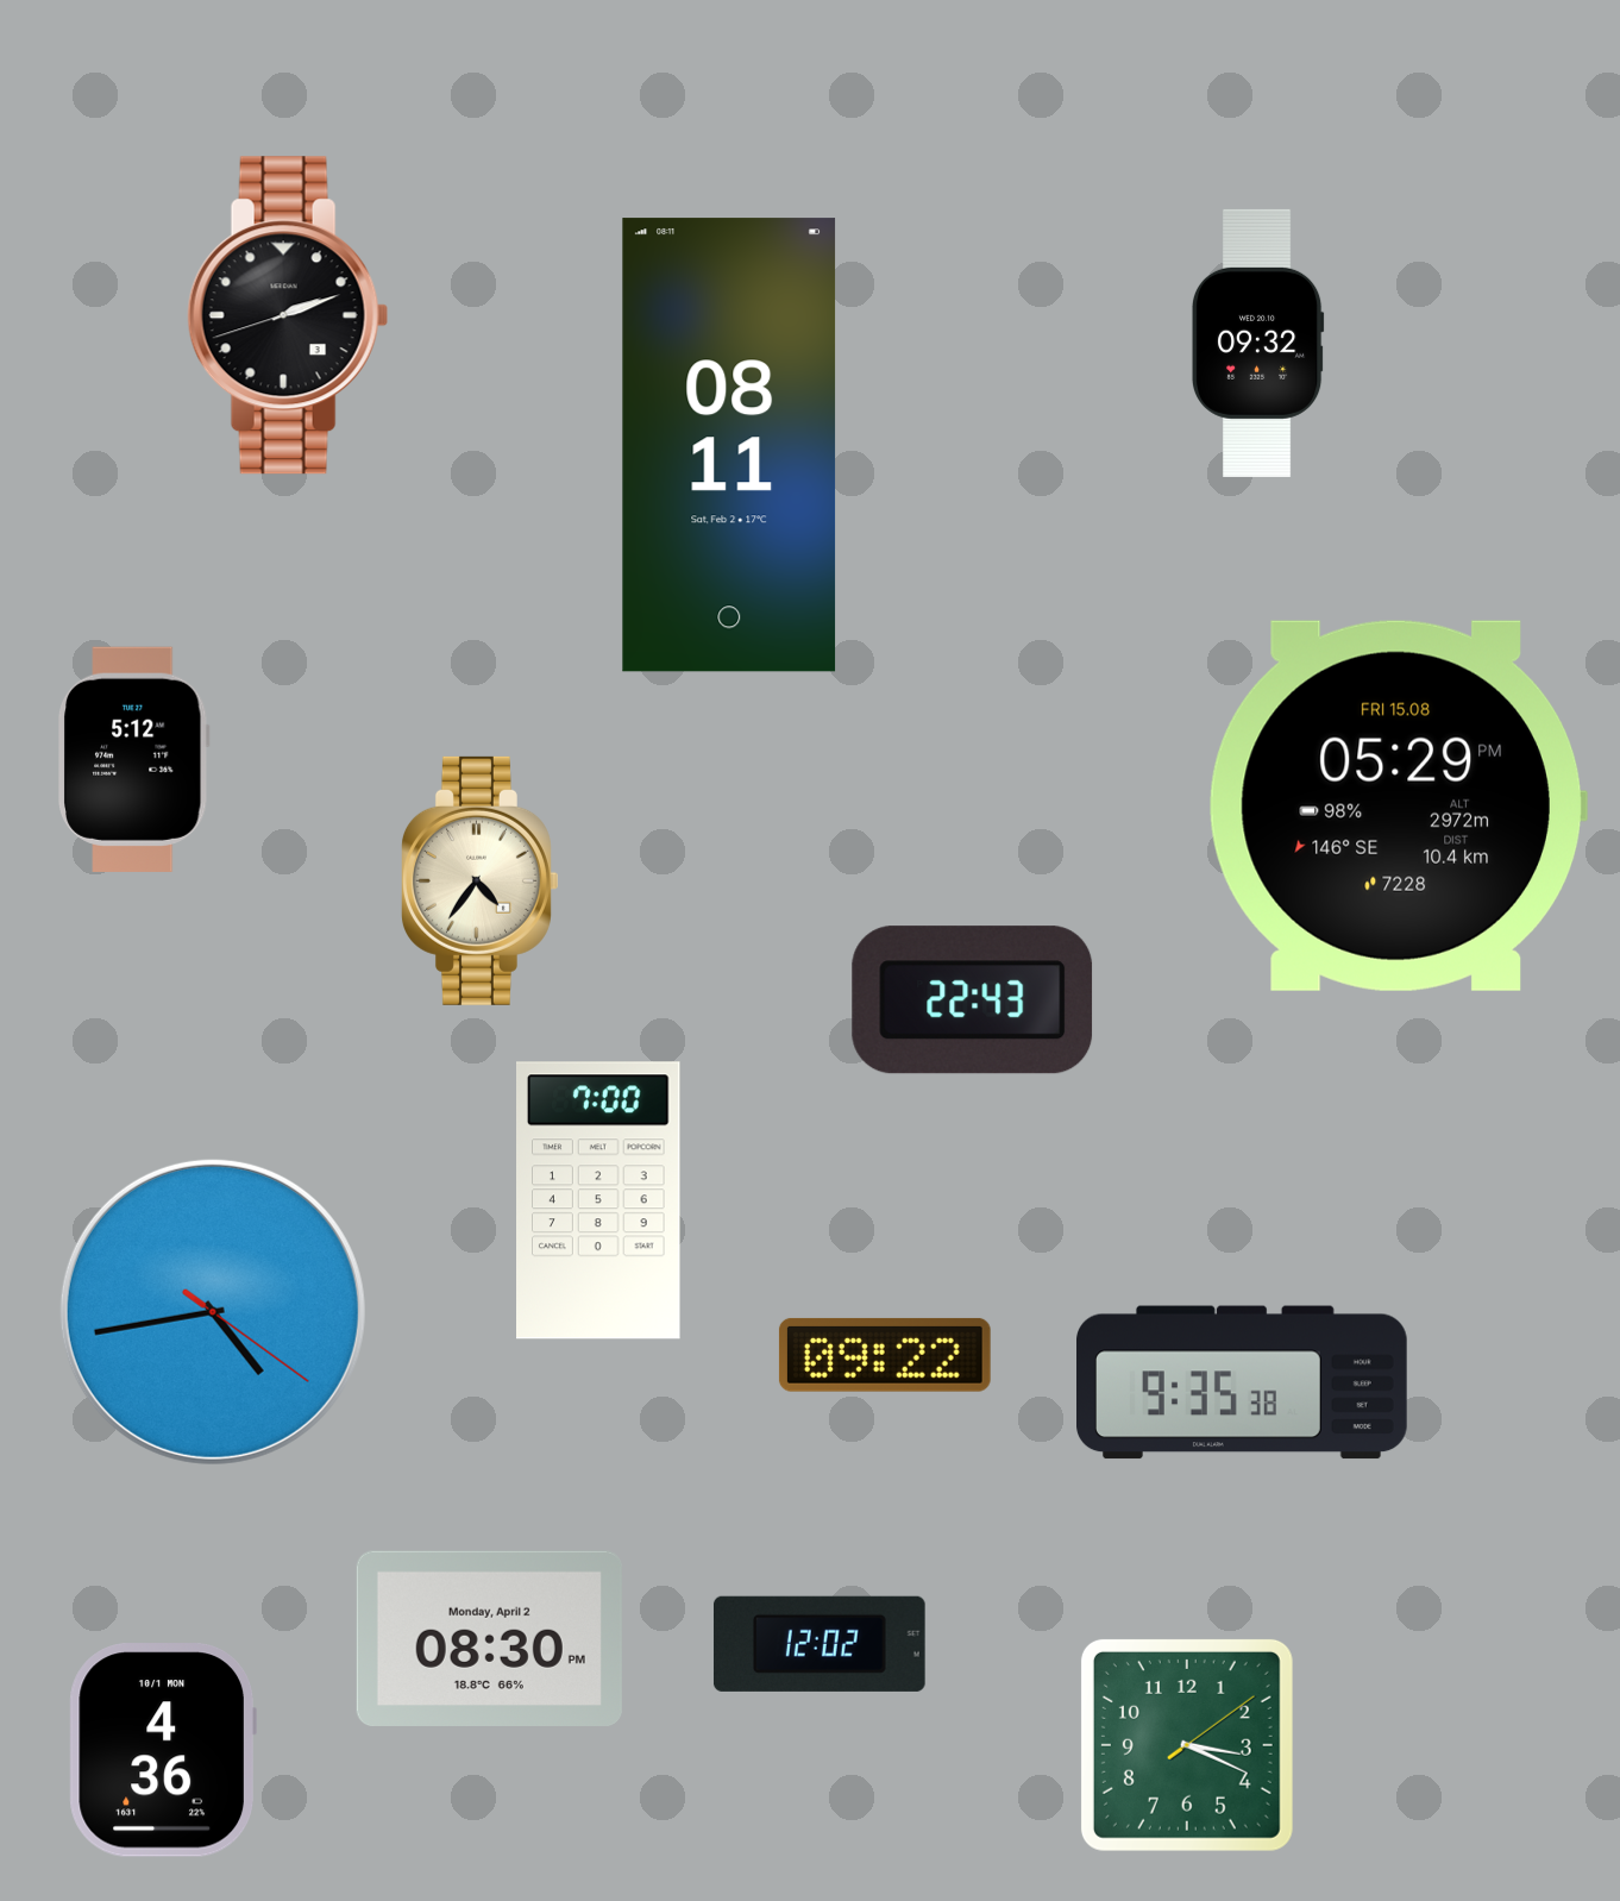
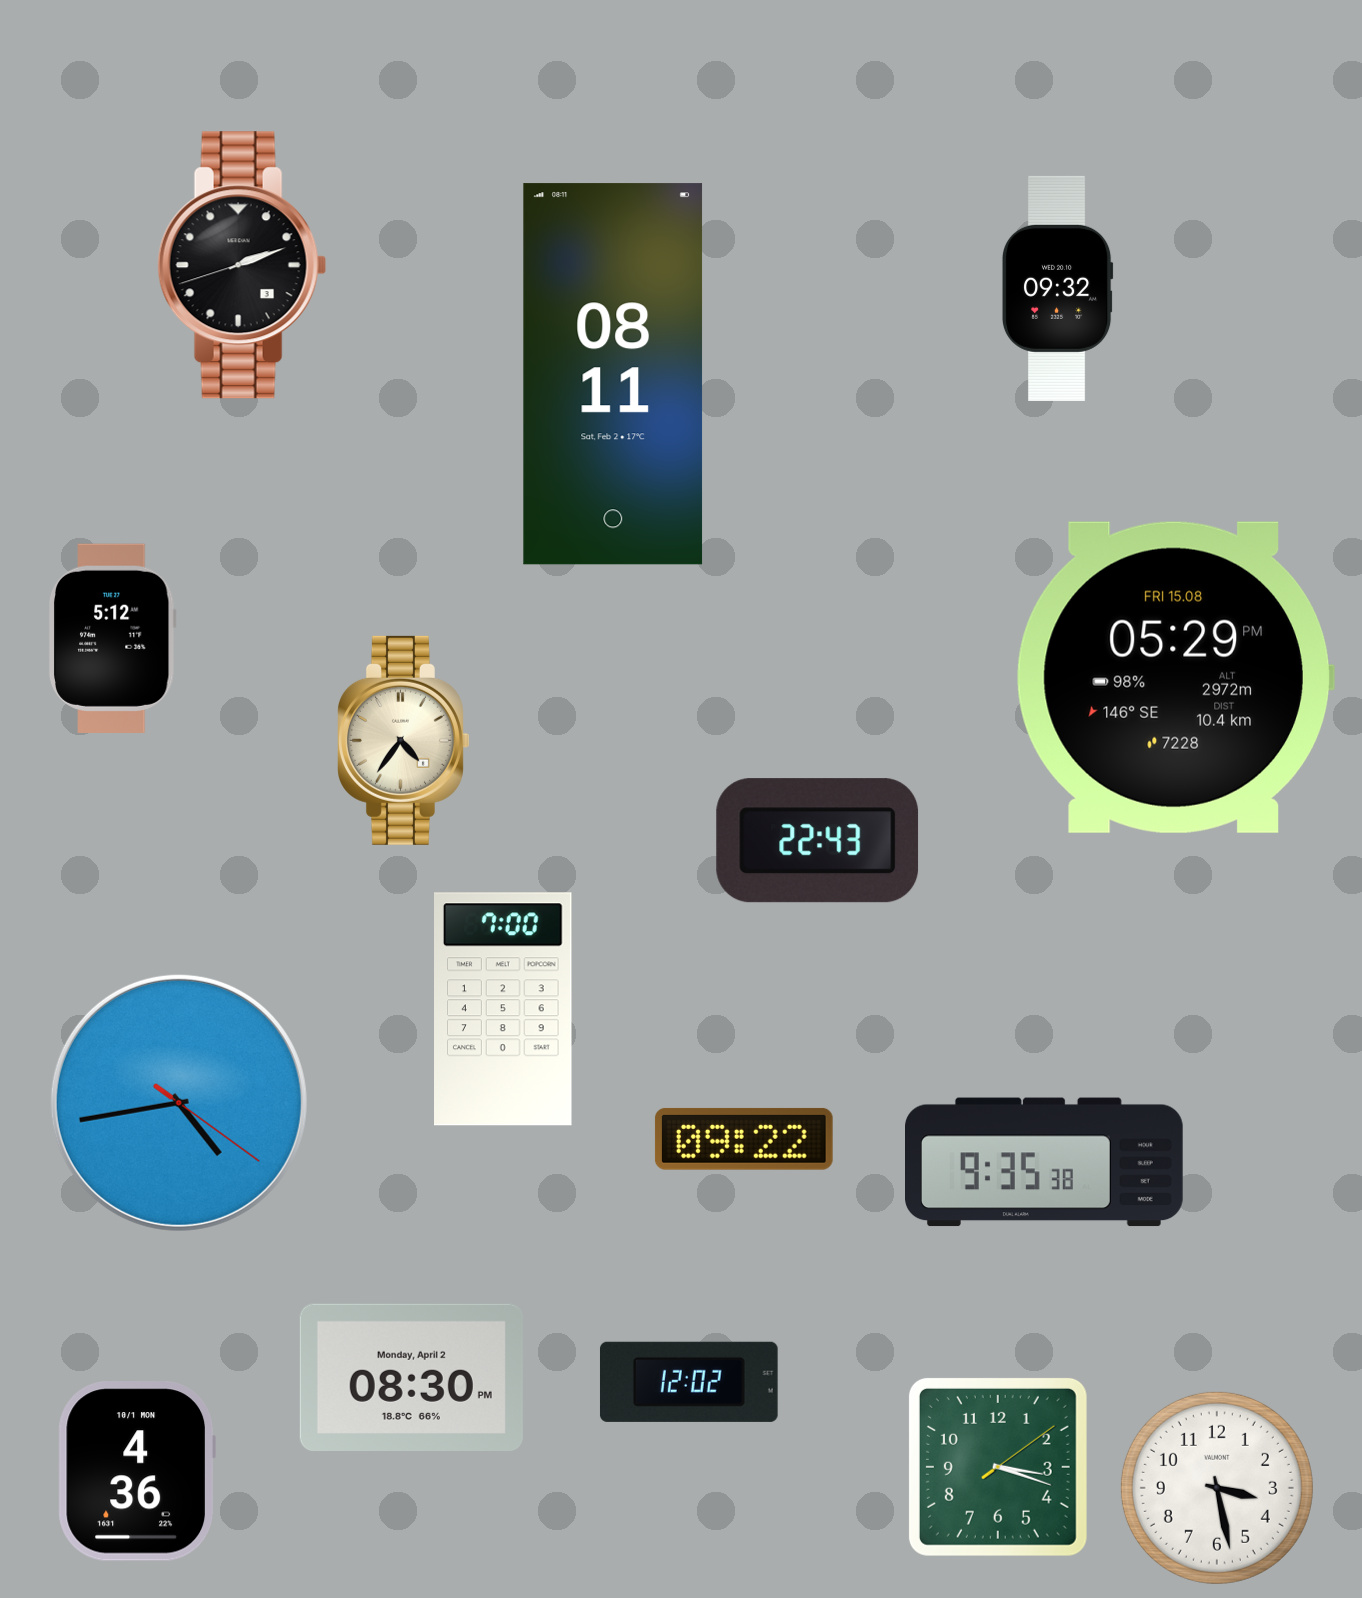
clock at (1187, 1745): 3:19 -> 3:18
clock at (1217, 1488): none -> 3:28
